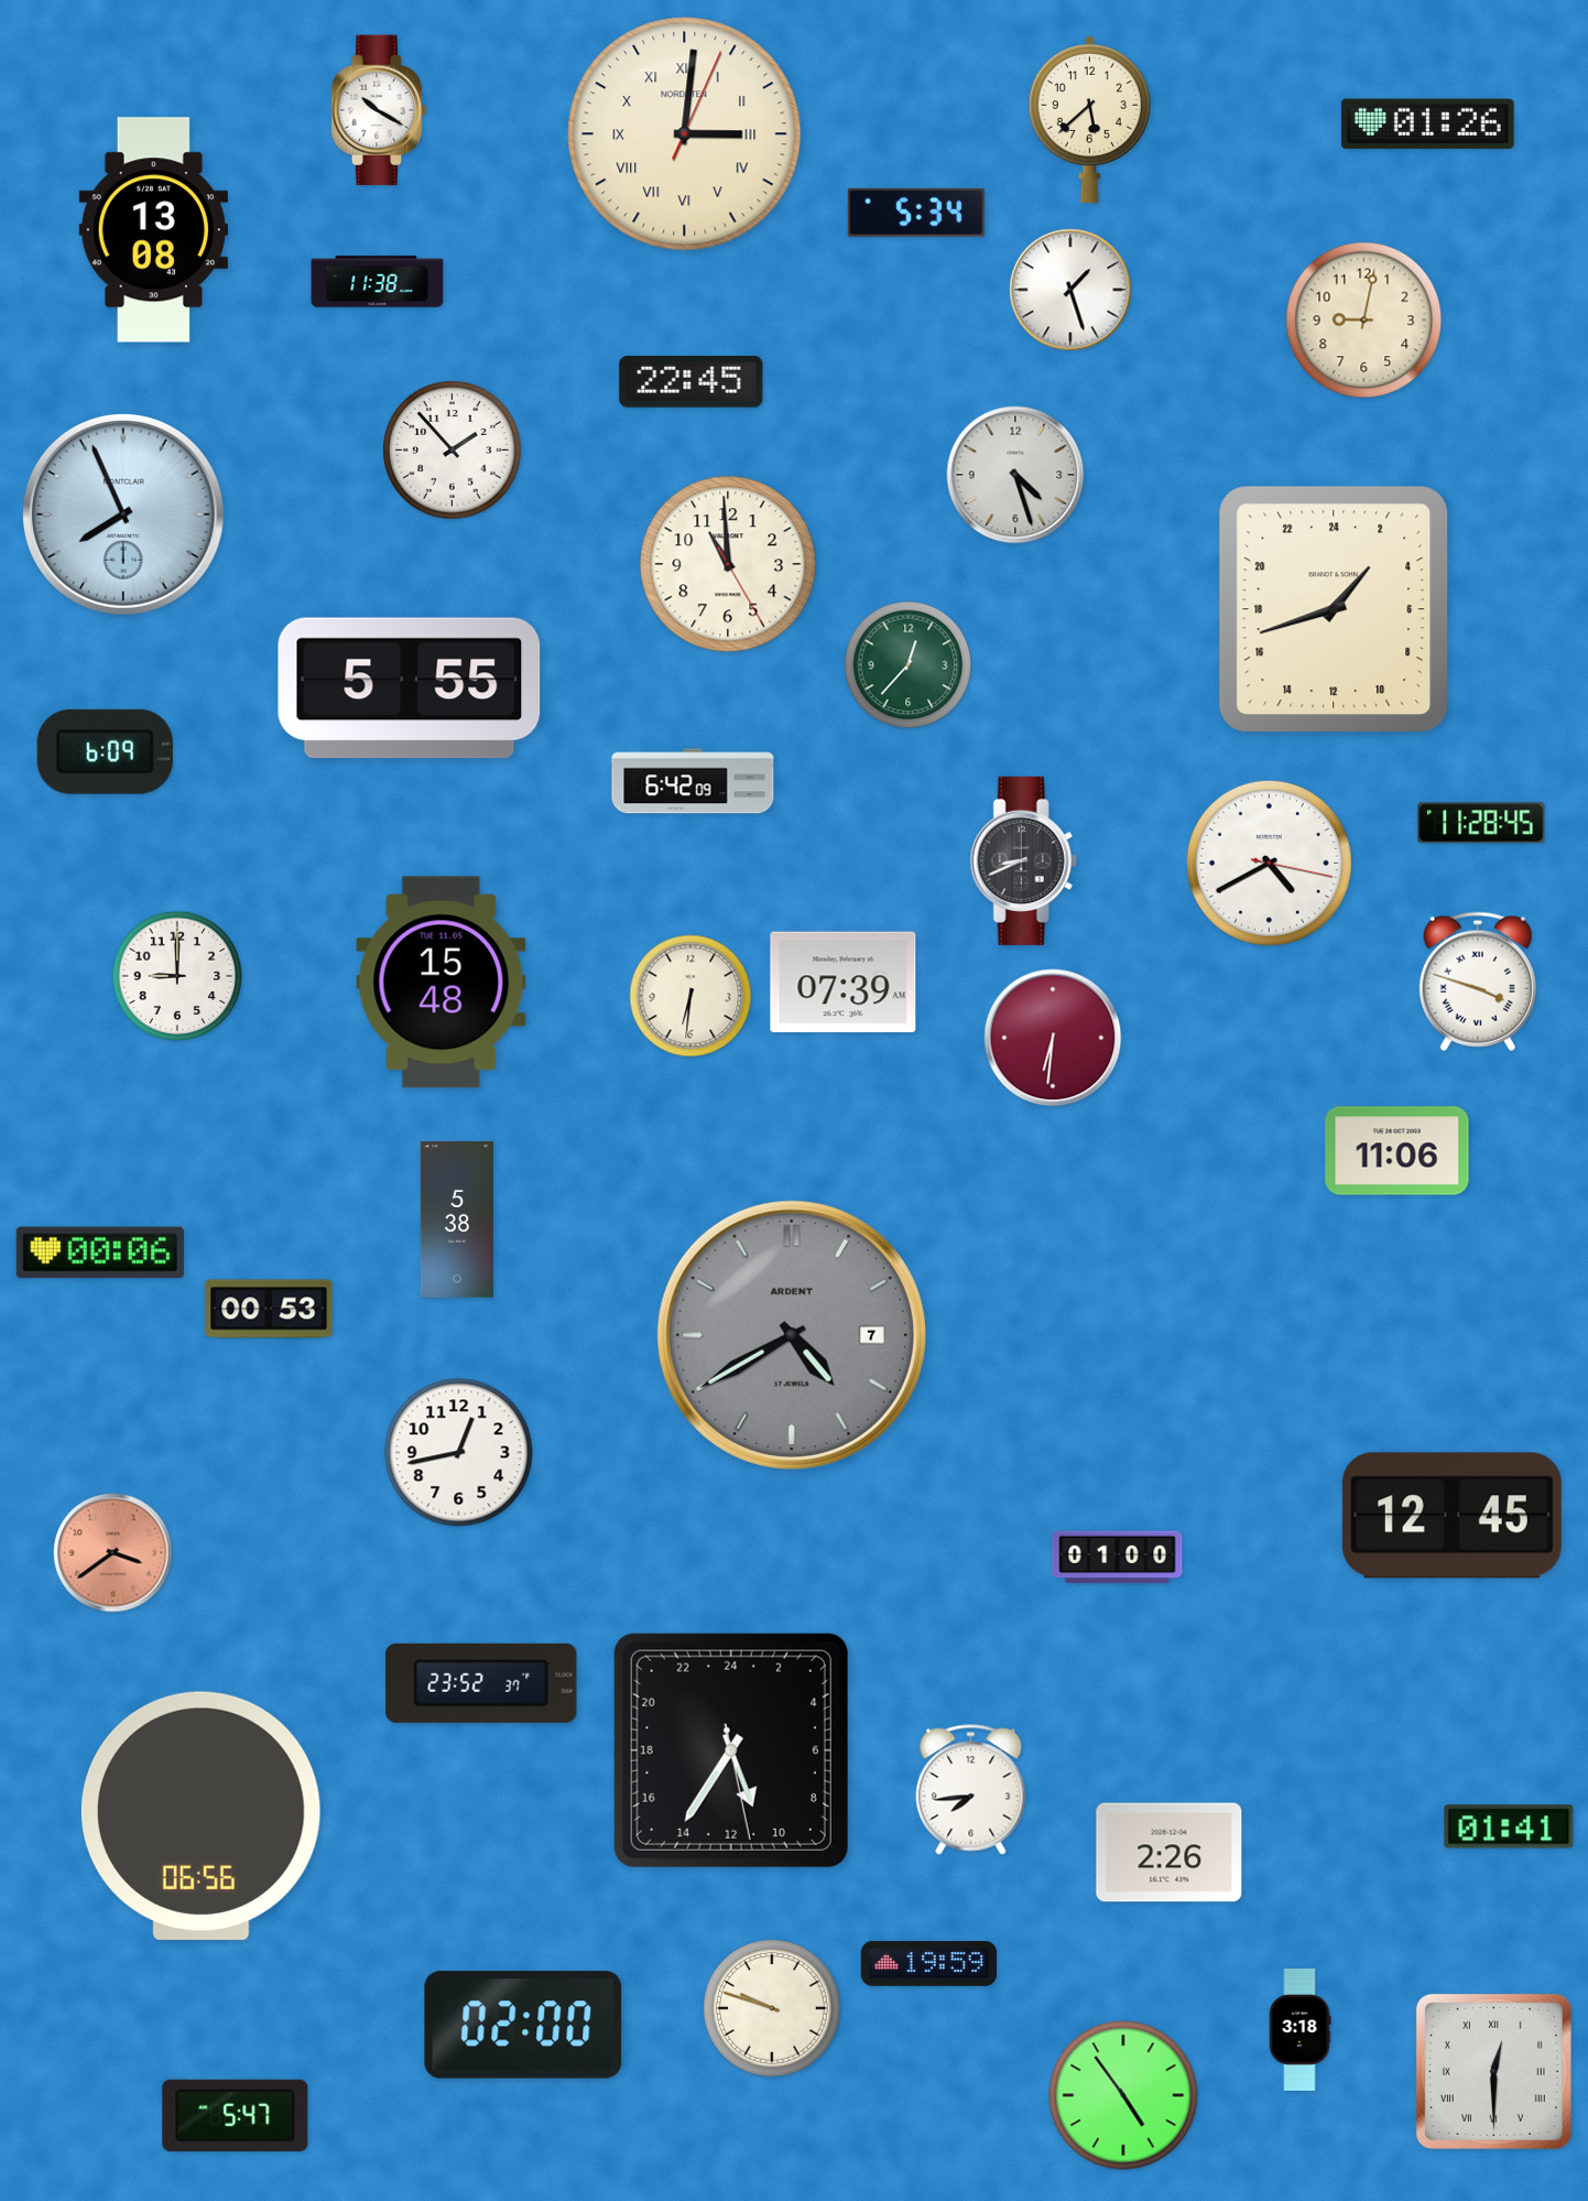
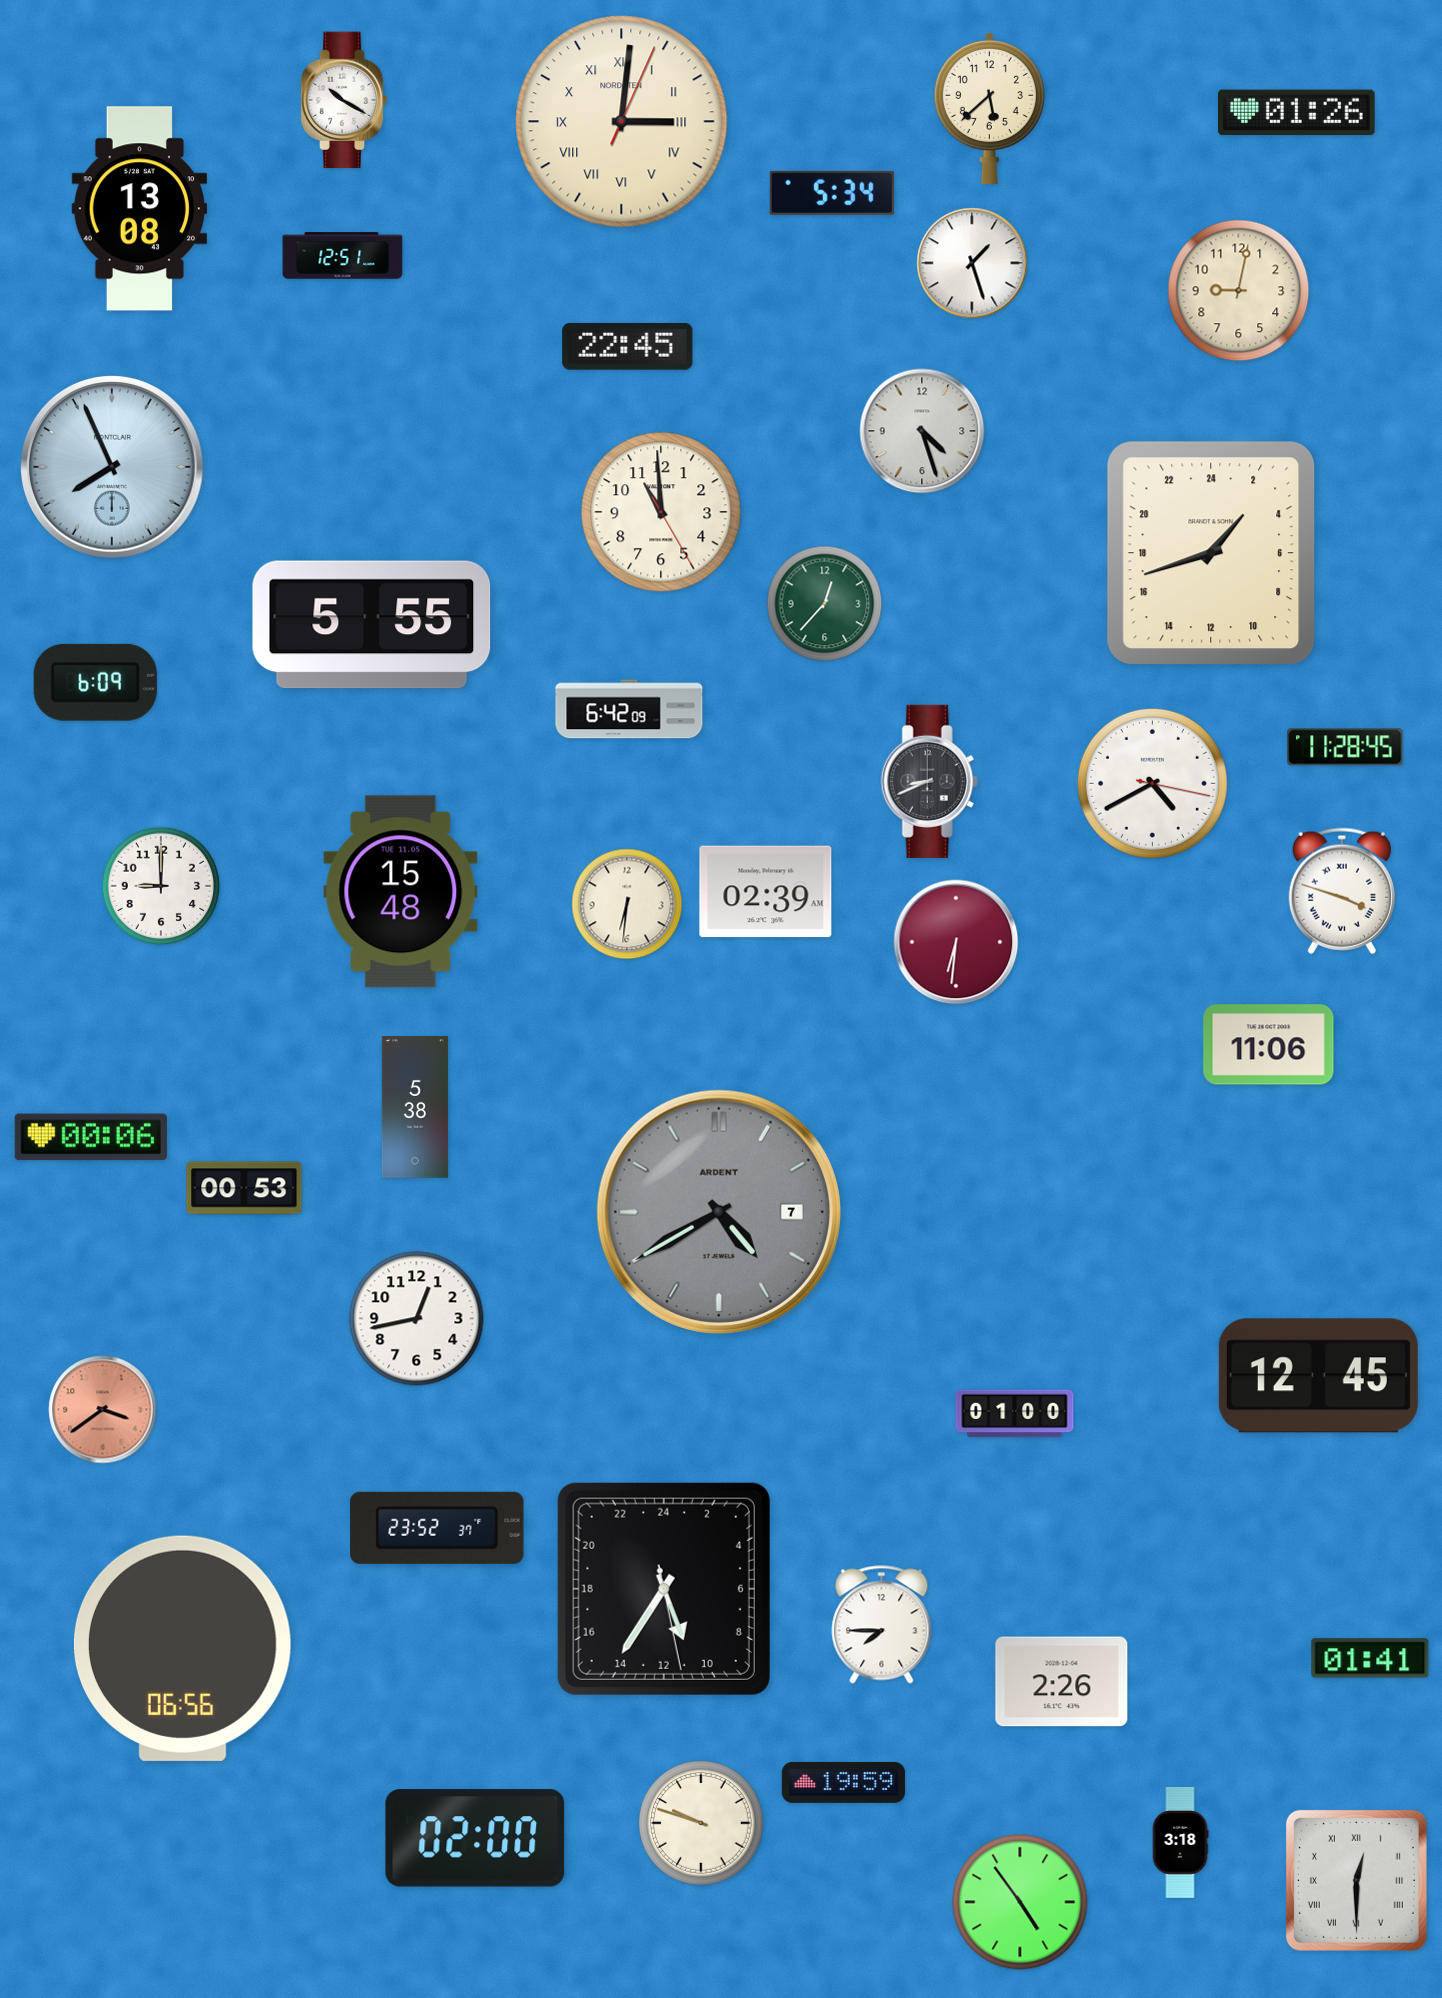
clock at (378, 282): 11:38 -> 12:51
clock at (453, 451): 1:53 -> none
clock at (844, 983): 07:39 -> 02:39
clock at (971, 1790): 7:44 -> 7:45
clock at (236, 2115): 5:47 -> none
